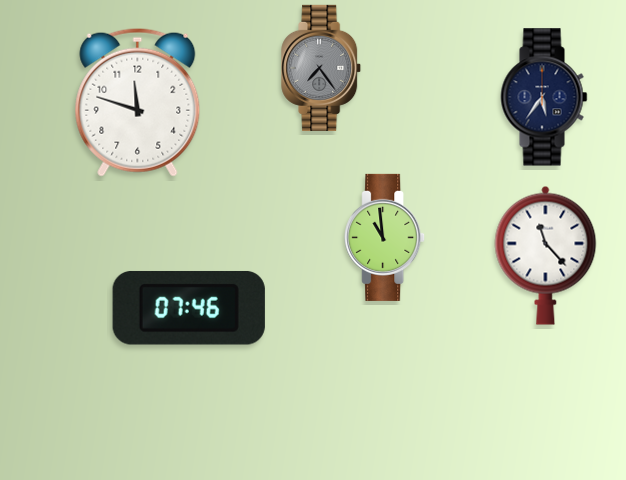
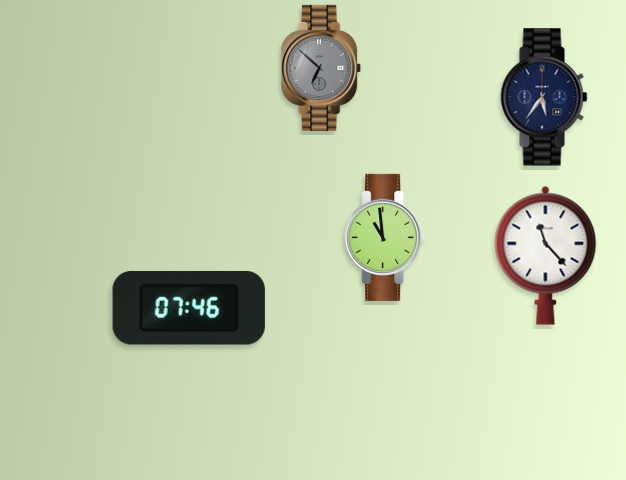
clock at (322, 68): 7:24 -> 6:52
clock at (138, 102): 11:48 -> none
